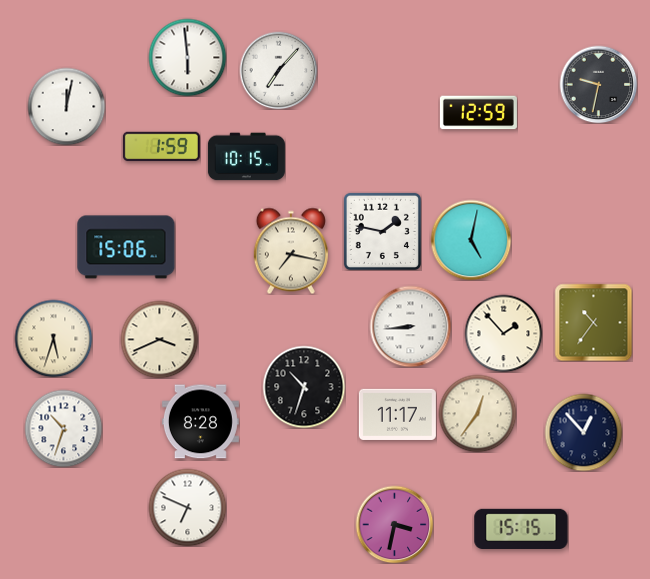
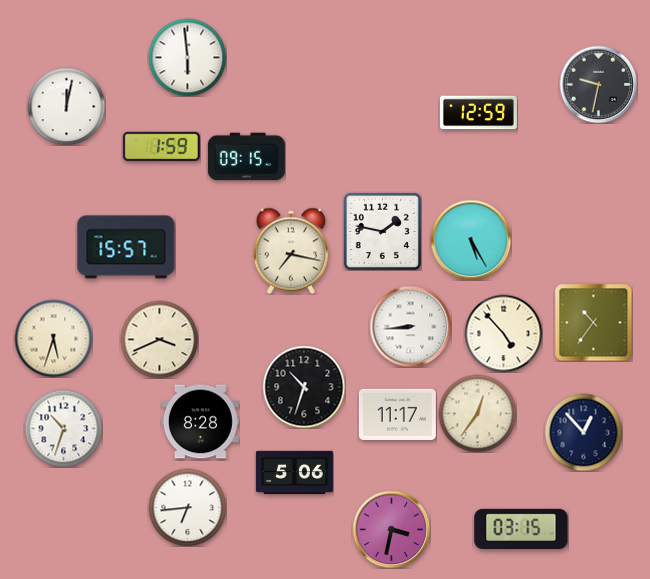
clock at (278, 70): 7:07 -> none
clock at (246, 157): 10:15 -> 09:15
clock at (471, 240): 5:02 -> 5:25
clock at (126, 247): 15:06 -> 15:57
clock at (503, 333): 1:53 -> 4:53
clock at (294, 472): none -> 5:06
clock at (187, 507): 6:49 -> 6:44
clock at (394, 524) position: (394, 524) -> (391, 529)
clock at (521, 528): 15:15 -> 03:15
